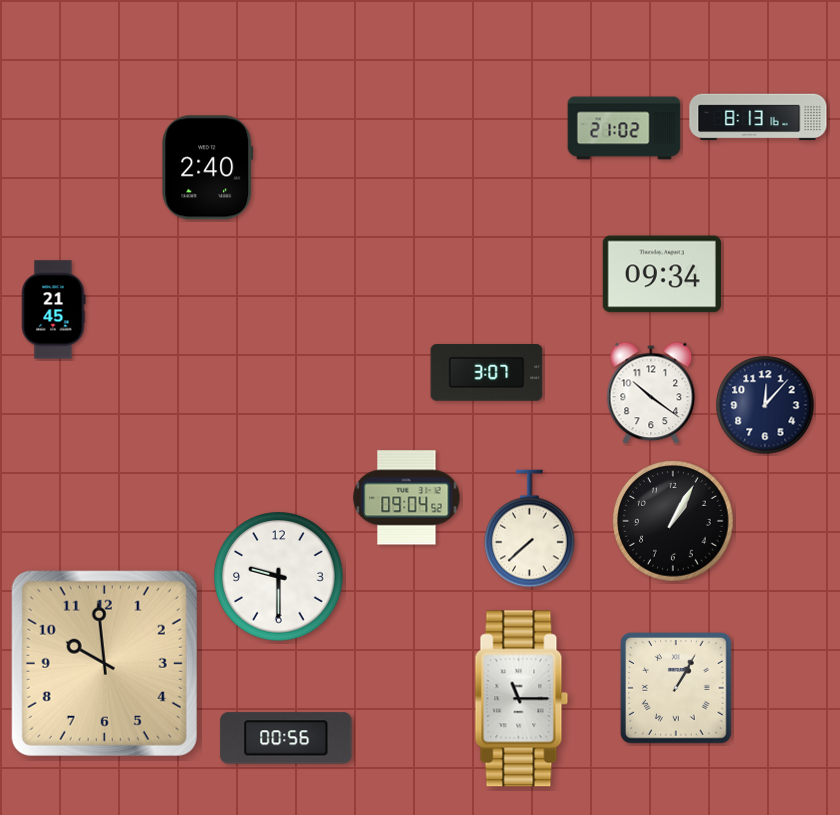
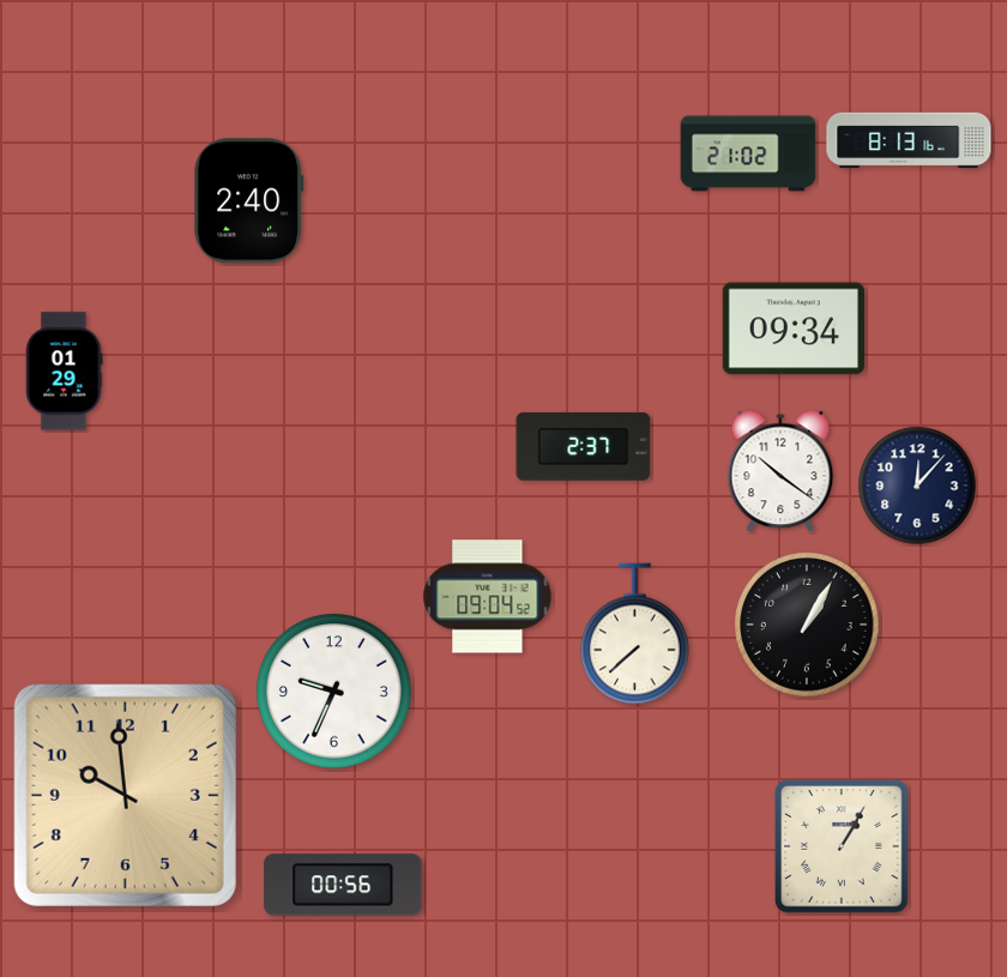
clock at (53, 310): 21:45 -> 01:29
clock at (487, 373): 3:07 -> 2:37
clock at (279, 577): 9:30 -> 9:34
clock at (676, 688) position: (676, 688) -> (842, 846)
clock at (522, 699): 11:15 -> none
